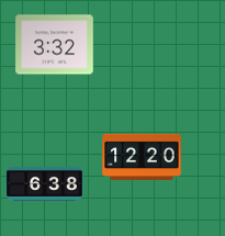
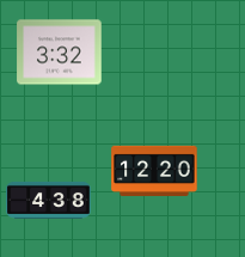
clock at (55, 45) position: (55, 45) -> (60, 53)
clock at (45, 184): 6:38 -> 4:38
